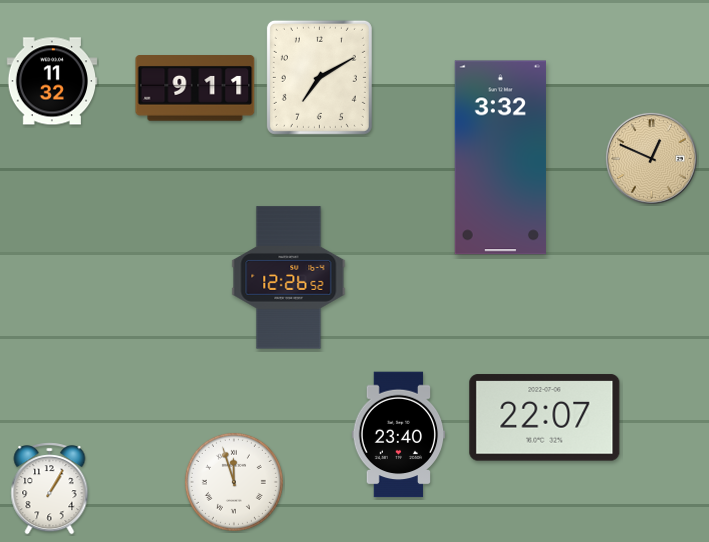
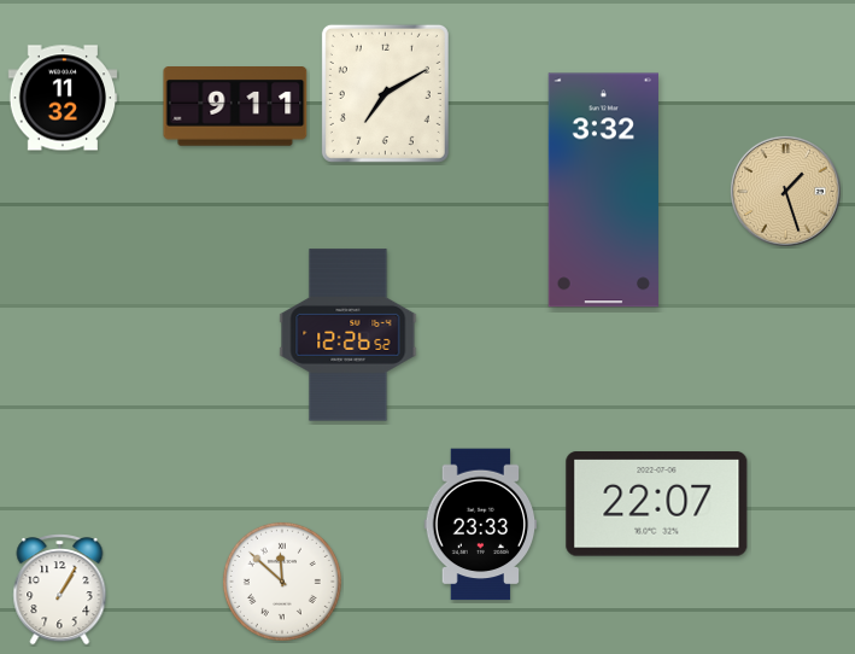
clock at (651, 158): 12:49 -> 1:27
clock at (399, 435): 23:40 -> 23:33
clock at (234, 482): 11:57 -> 11:52
